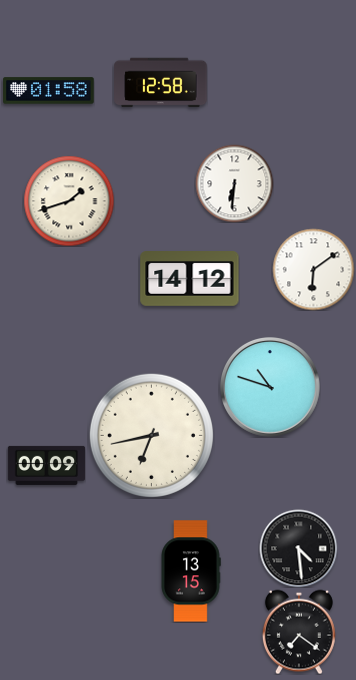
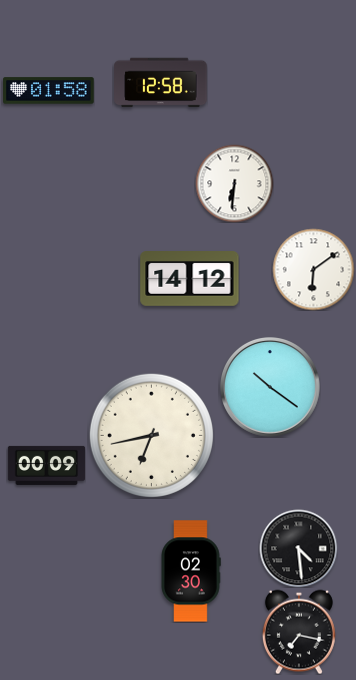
clock at (69, 201): 1:42 -> none
clock at (271, 388): 10:48 -> 10:21
clock at (191, 571): 13:15 -> 02:30
clock at (299, 632): 7:21 -> 7:17
